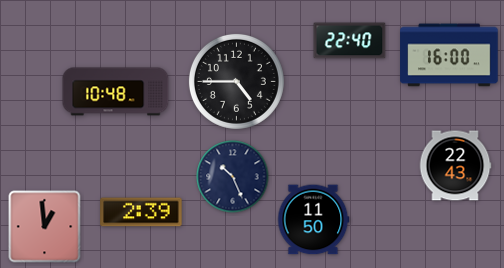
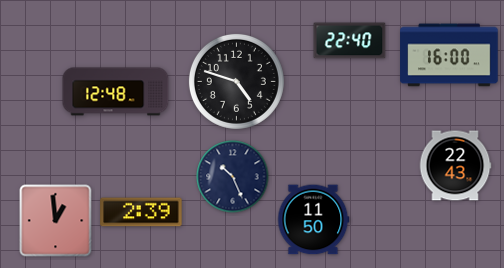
clock at (236, 81): 4:45 -> 4:48
clock at (116, 92): 10:48 -> 12:48
clock at (45, 227) position: (45, 227) -> (56, 221)
